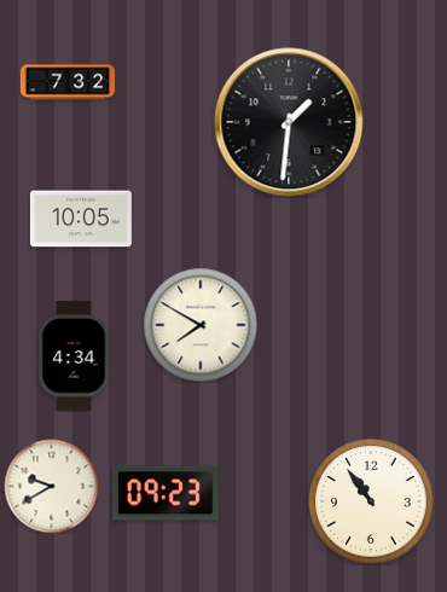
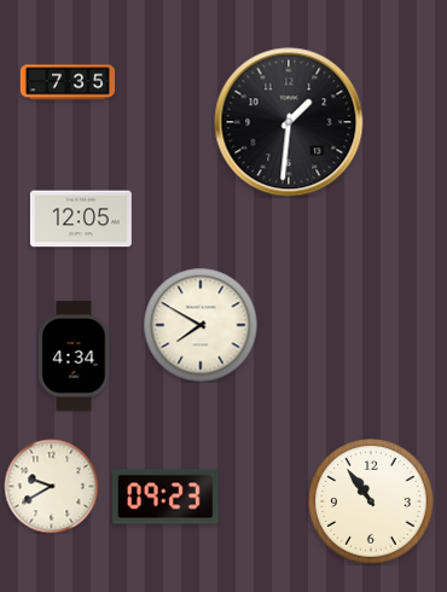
clock at (68, 82): 7:32 -> 7:35
clock at (81, 219): 10:05 -> 12:05
clock at (167, 493) position: (167, 493) -> (167, 497)
